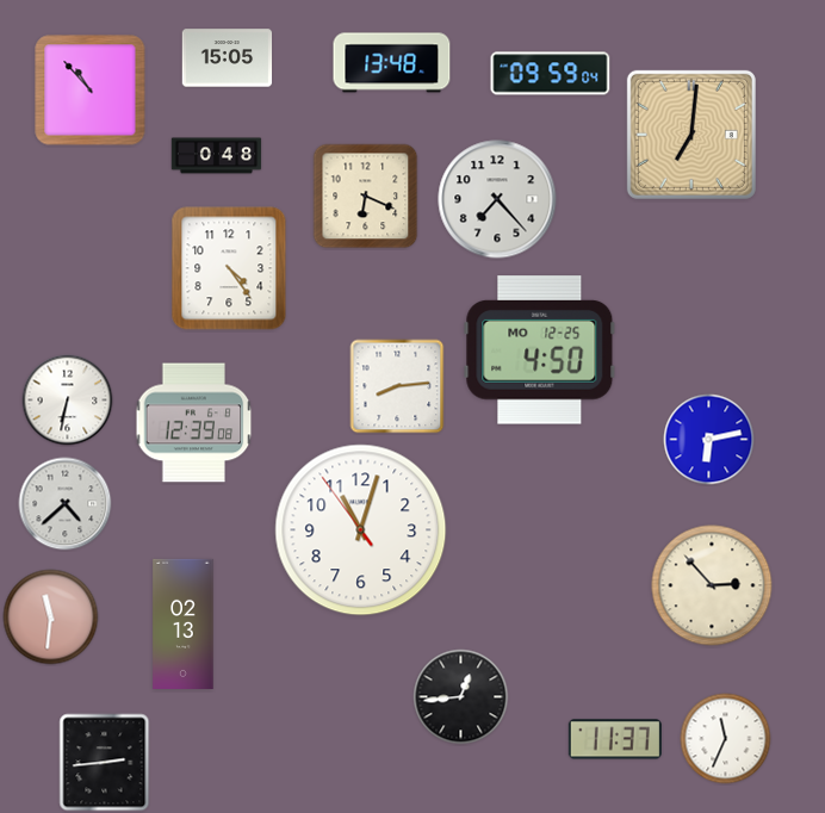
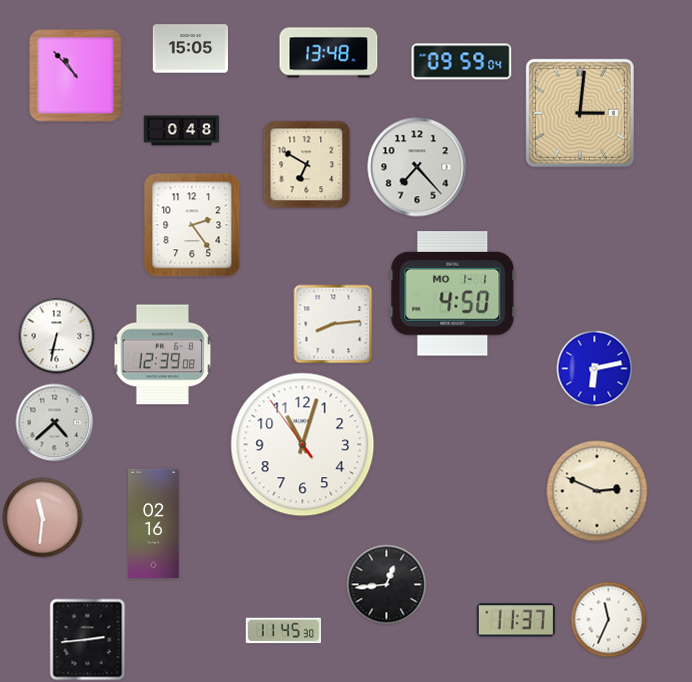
clock at (691, 135): 7:01 -> 3:01
clock at (366, 197): 6:19 -> 6:50
clock at (229, 268): 4:24 -> 2:24
clock at (540, 350) date: MO 12-25 -> MO 1-1
clock at (712, 585): 2:53 -> 2:49
clock at (184, 623): 02:13 -> 02:16
clock at (284, 631): none -> 11:45
